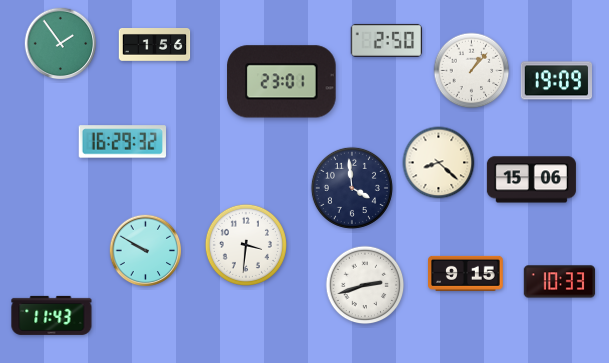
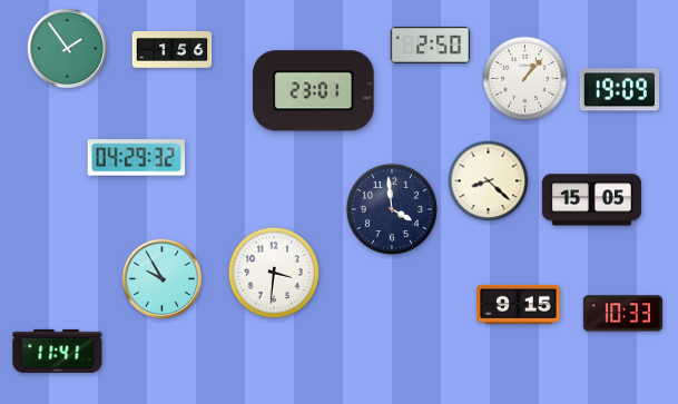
clock at (122, 142): 16:29 -> 04:29
clock at (531, 180): 15:06 -> 15:05
clock at (146, 251): 9:50 -> 9:55
clock at (365, 285): 2:42 -> none
clock at (52, 315): 11:43 -> 11:41
